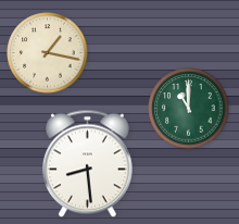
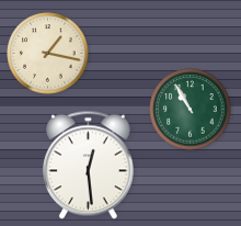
clock at (189, 109): 11:00 -> 10:55
clock at (87, 164): 8:29 -> 12:29
